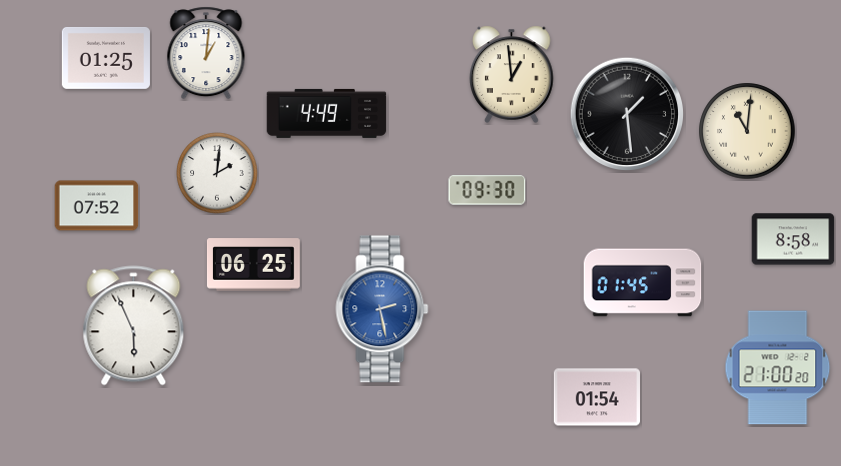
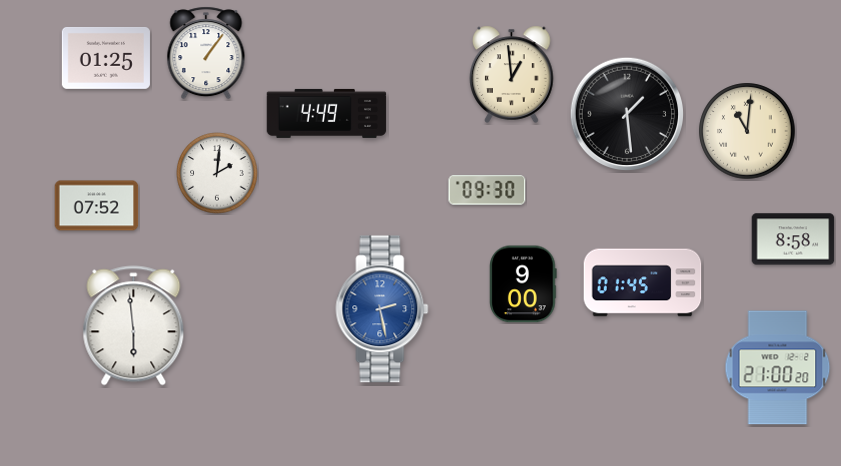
clock at (206, 53): 1:01 -> 1:06
clock at (253, 265): 06:25 -> none
clock at (523, 284): none -> 9:00
clock at (134, 326): 5:56 -> 5:59
clock at (596, 397): 01:54 -> none
